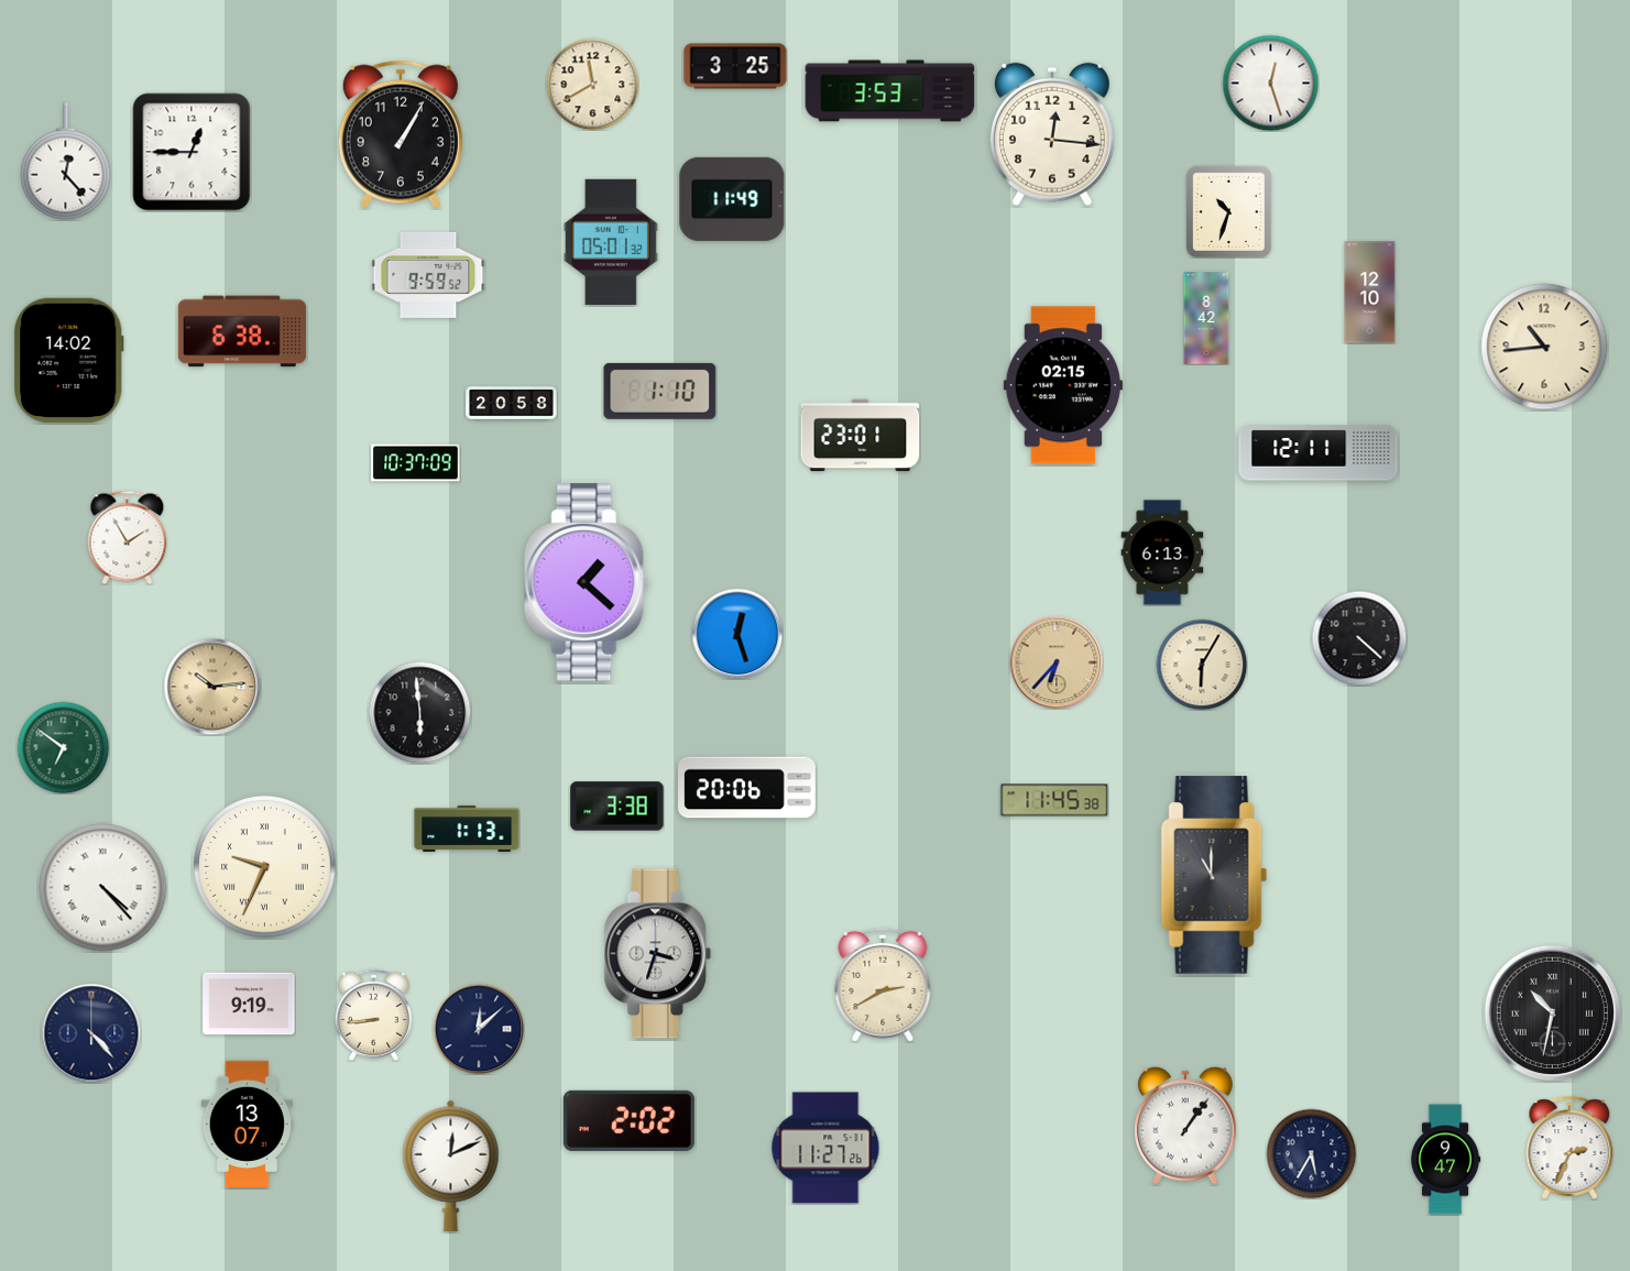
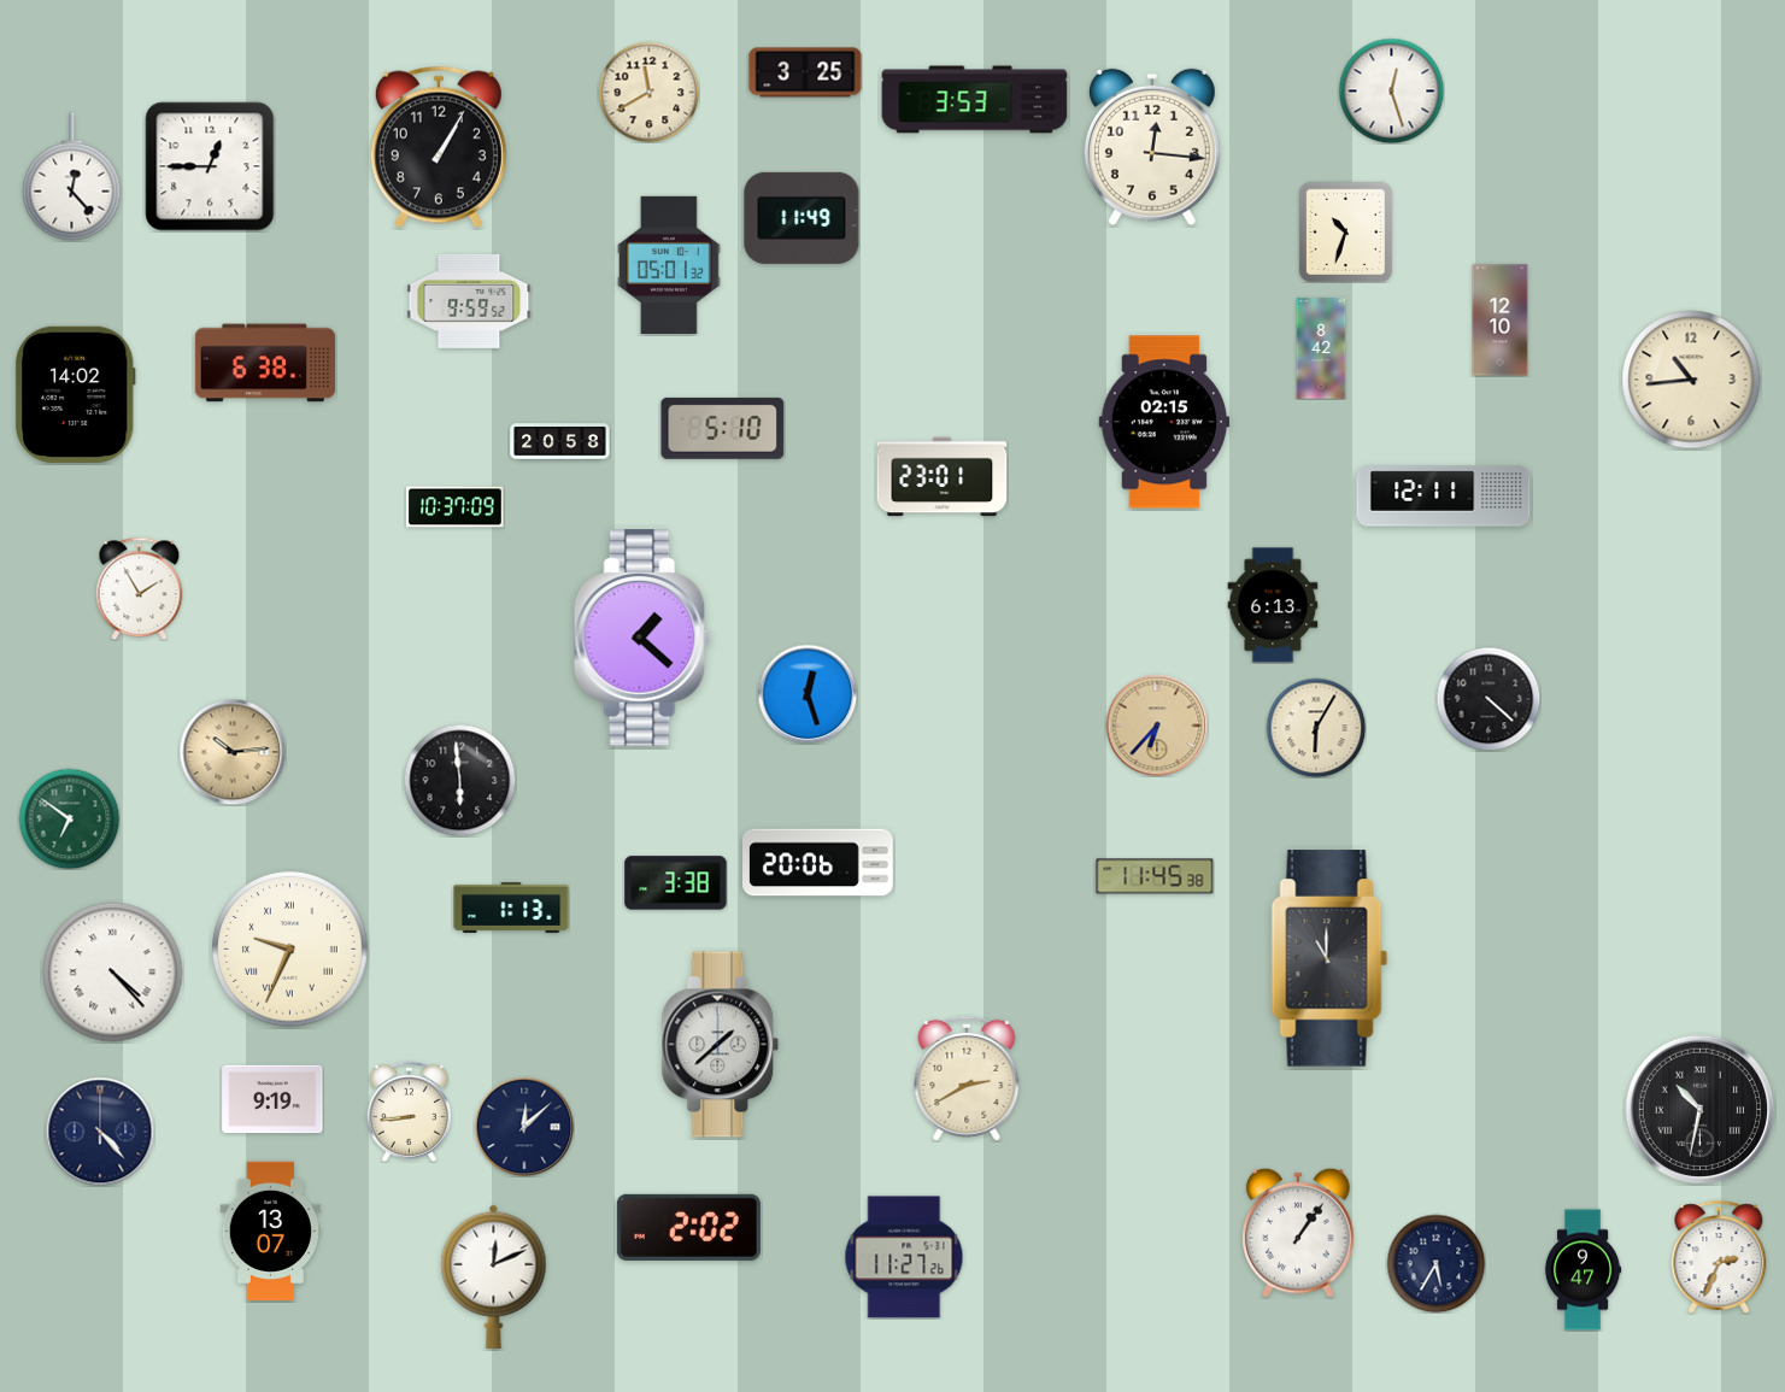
clock at (660, 391): 1:10 -> 5:10
clock at (658, 954): 3:33 -> 1:38
